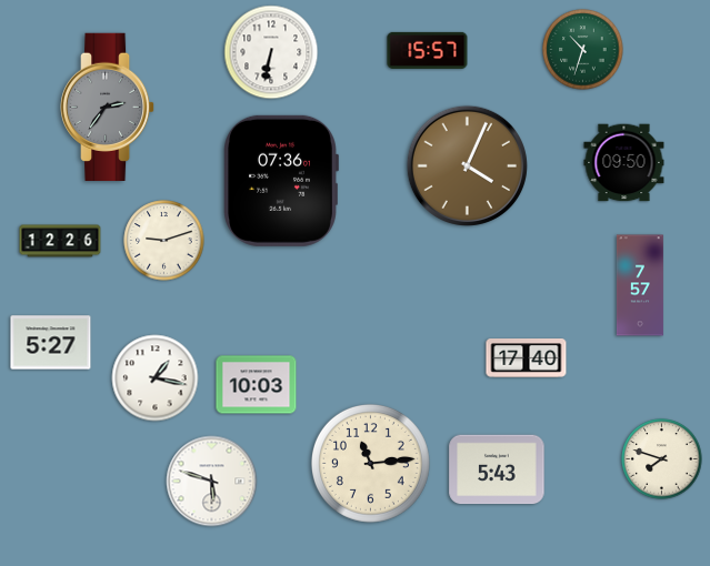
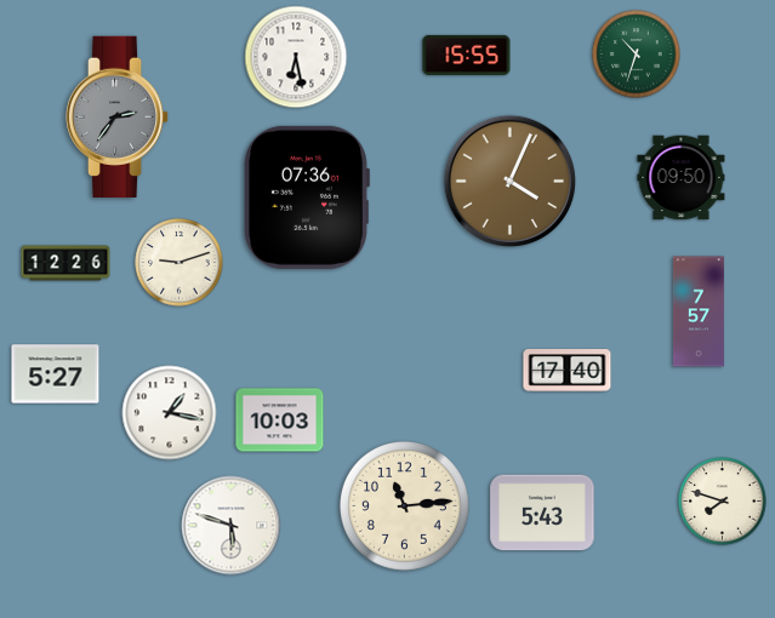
clock at (428, 50): 15:57 -> 15:55
clock at (271, 52): 6:32 -> 6:28
clock at (527, 358) position: (527, 358) -> (568, 371)
